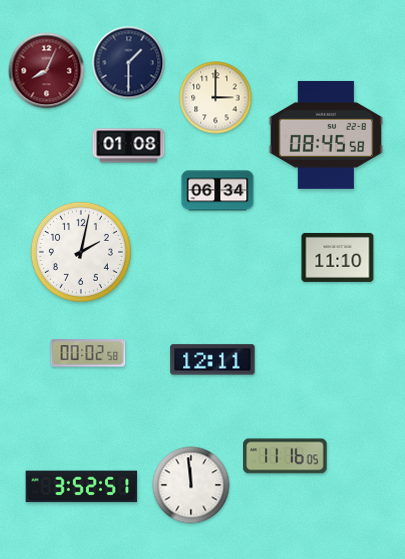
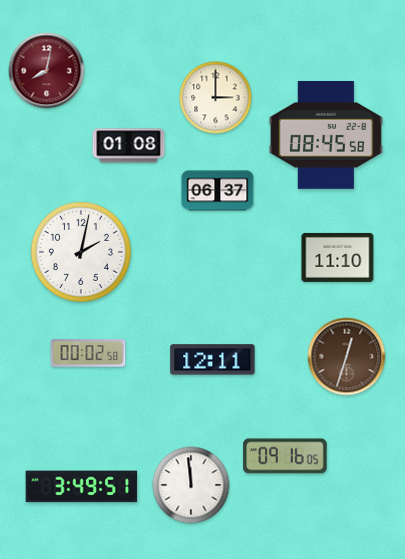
clock at (129, 63): 1:30 -> none
clock at (47, 71): 8:04 -> 8:02
clock at (218, 191): 06:34 -> 06:37
clock at (347, 357): none -> 12:33
clock at (285, 456): 11:16 -> 09:16
clock at (82, 487): 3:52 -> 3:49
